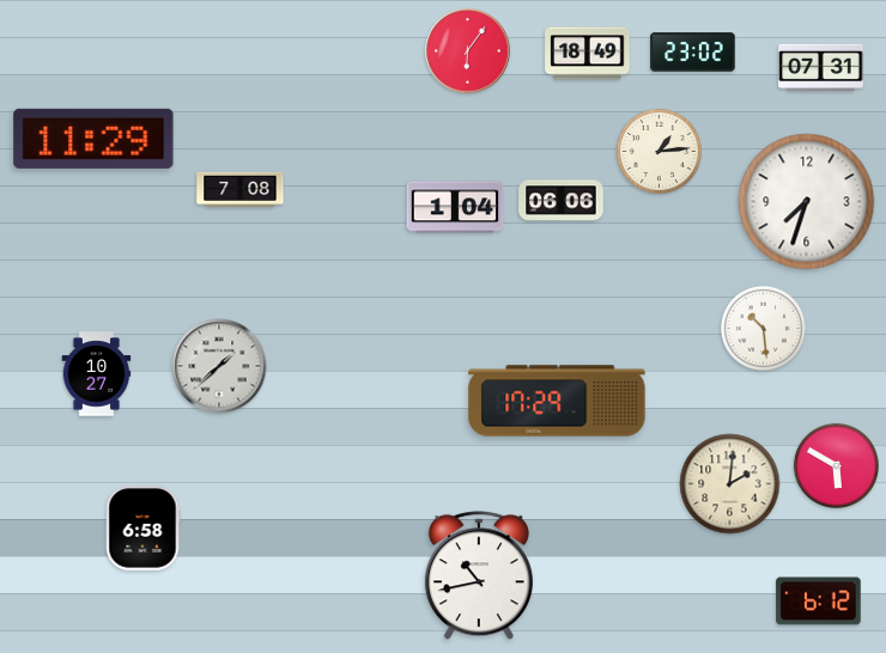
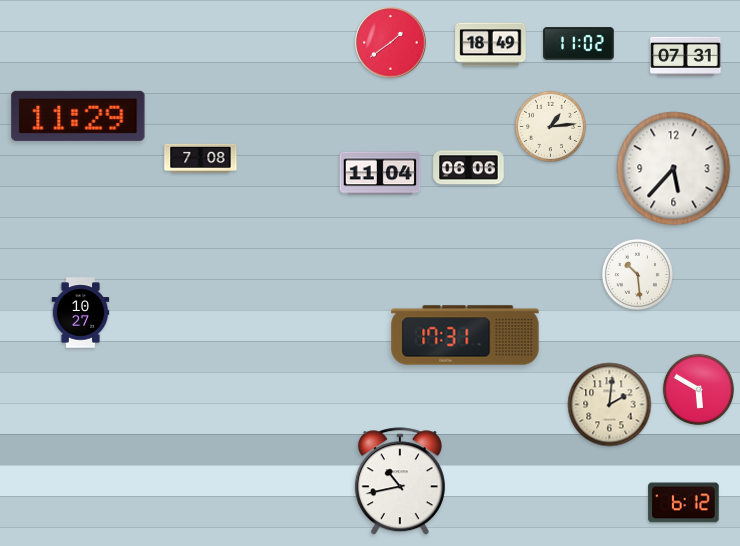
clock at (468, 51): 6:06 -> 1:39
clock at (693, 53): 23:02 -> 11:02
clock at (807, 202): 7:33 -> 5:37
clock at (455, 207): 1:04 -> 11:04
clock at (219, 366): 1:38 -> none
clock at (557, 401): 17:29 -> 17:31
clock at (142, 529): 6:58 -> none
